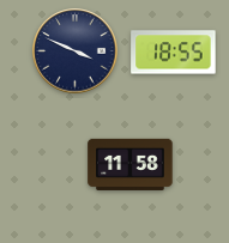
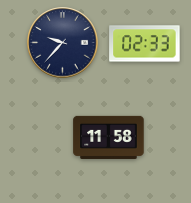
clock at (76, 51): 3:49 -> 9:37
clock at (174, 53): 18:55 -> 02:33
